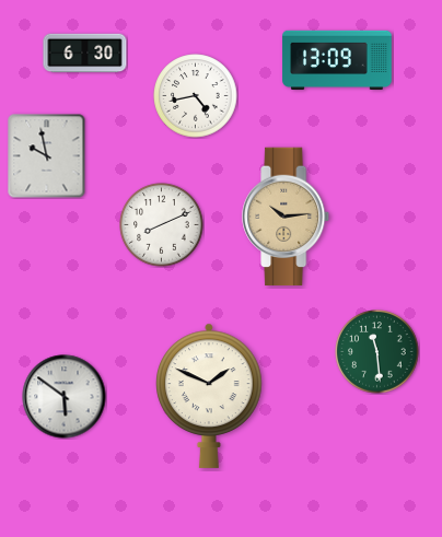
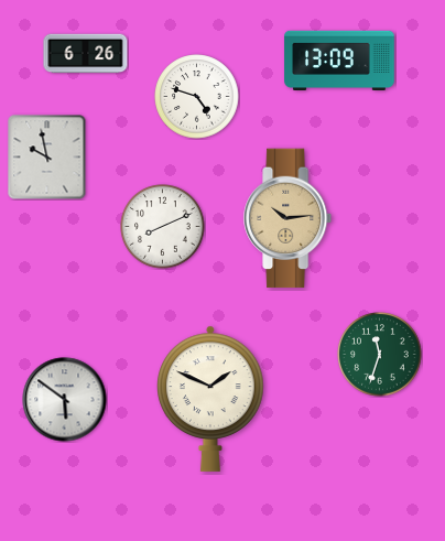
clock at (85, 54): 6:30 -> 6:26
clock at (196, 96): 4:43 -> 4:48
clock at (377, 352): 11:29 -> 11:33
